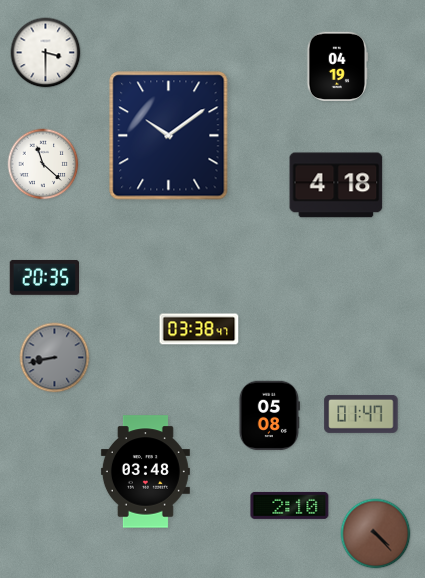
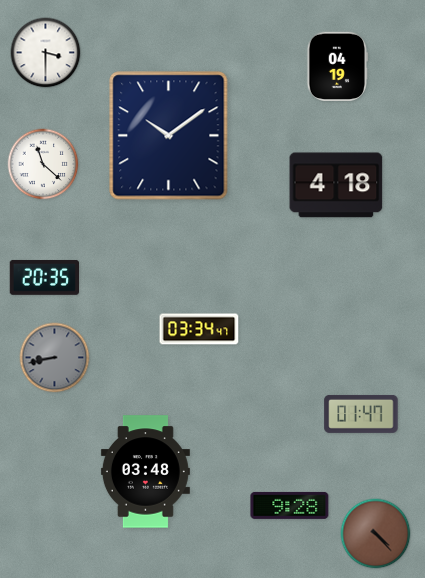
clock at (199, 329): 03:38 -> 03:34
clock at (269, 416): 05:08 -> none
clock at (290, 505): 2:10 -> 9:28
